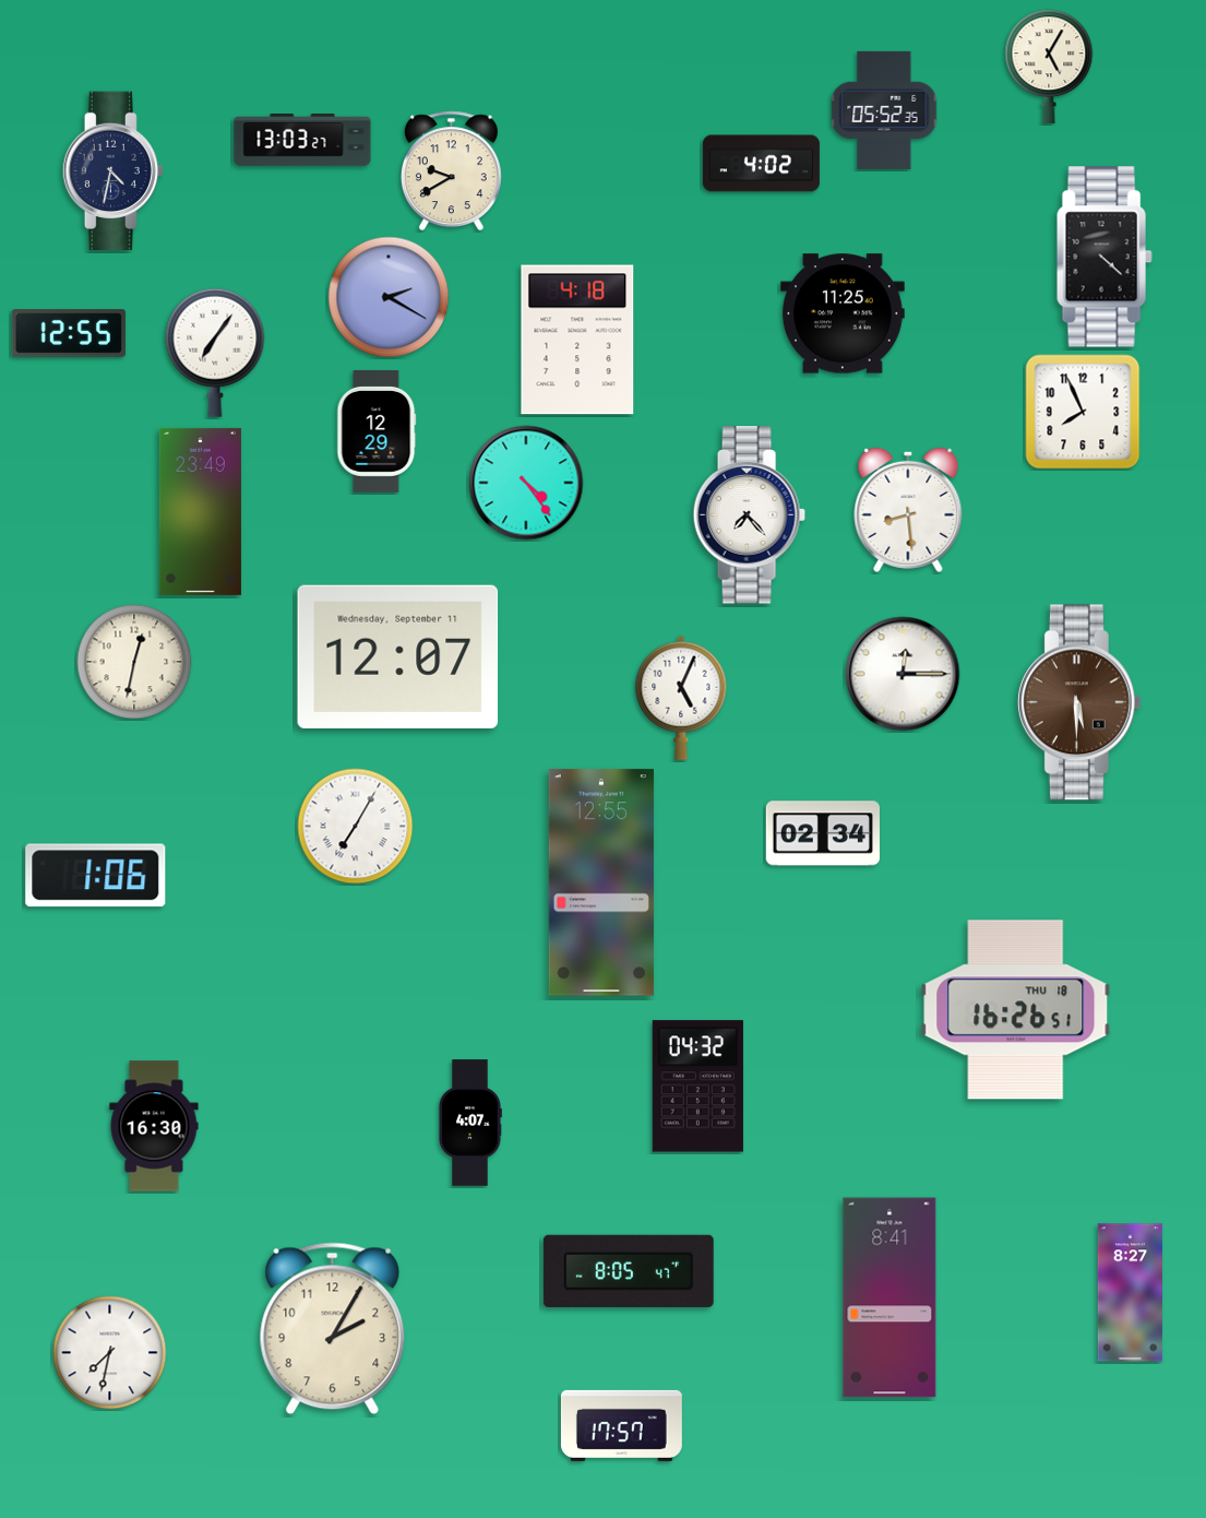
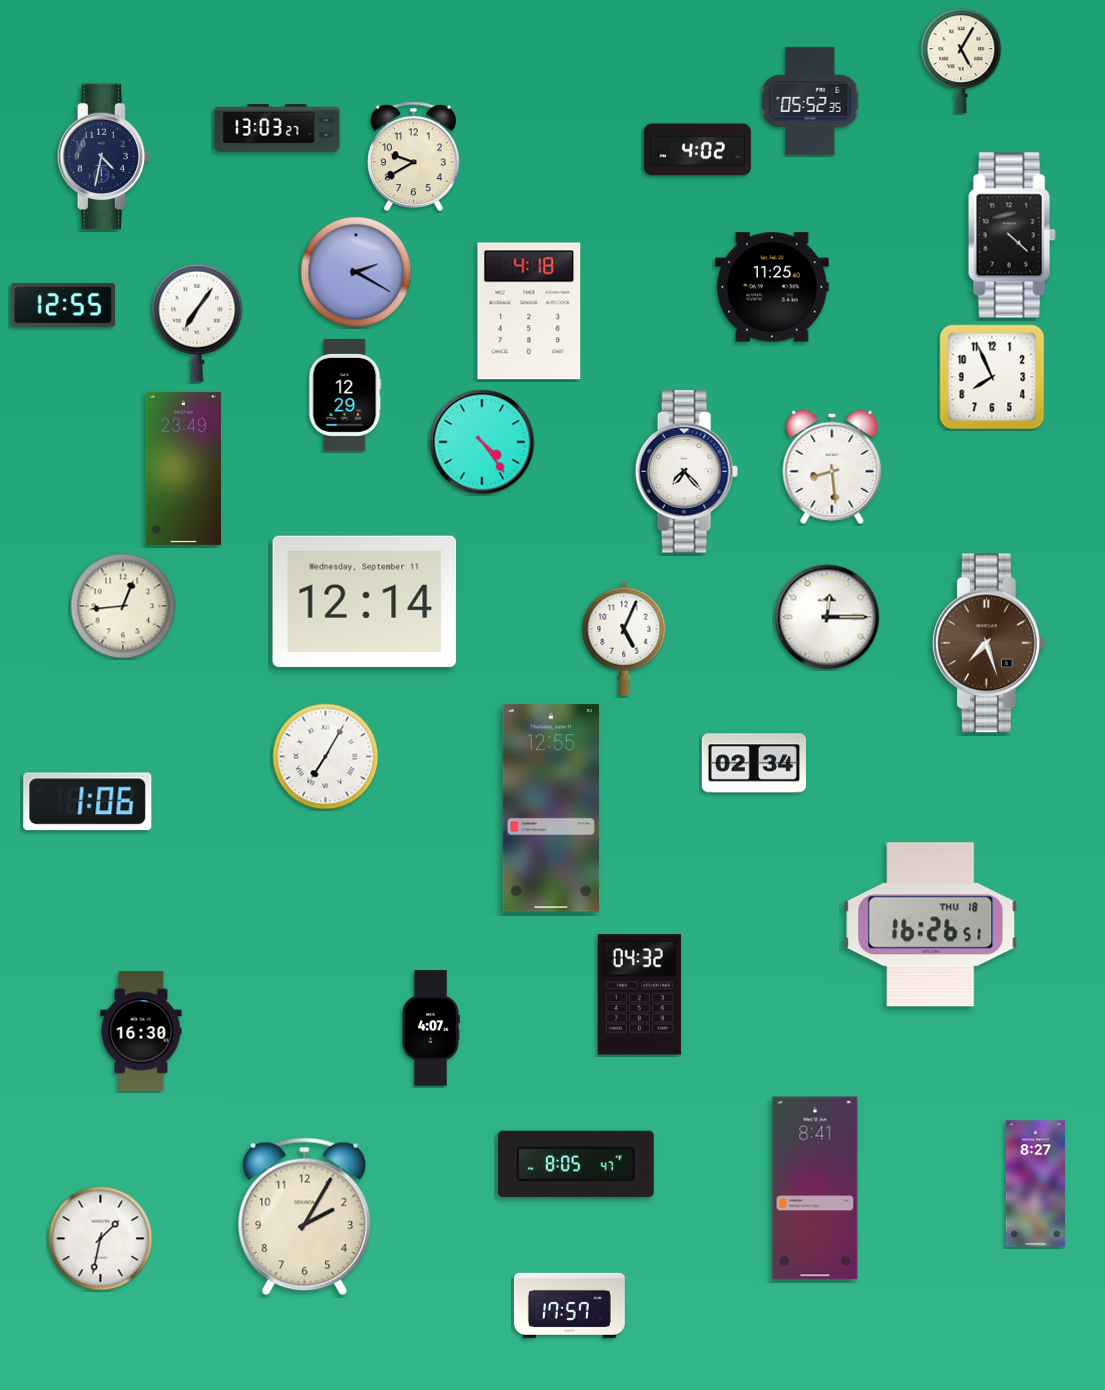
clock at (398, 656): 12:07 -> 12:14
clock at (134, 662): 12:32 -> 12:44
clock at (1079, 702): 5:30 -> 7:27
clock at (110, 1353): 7:32 -> 1:32
